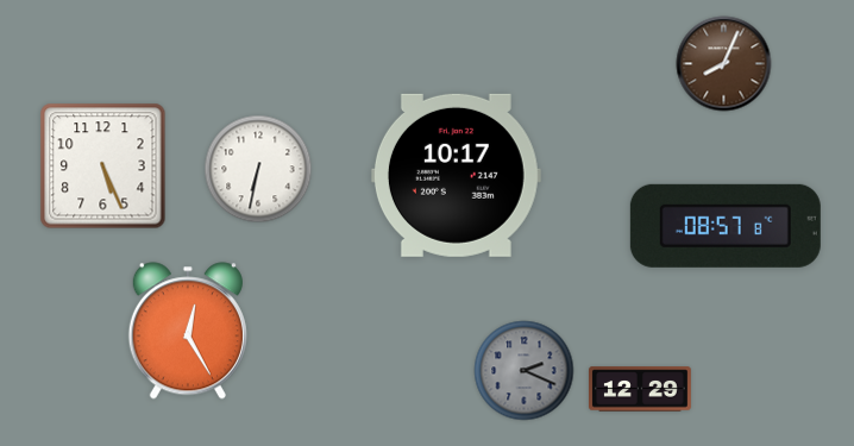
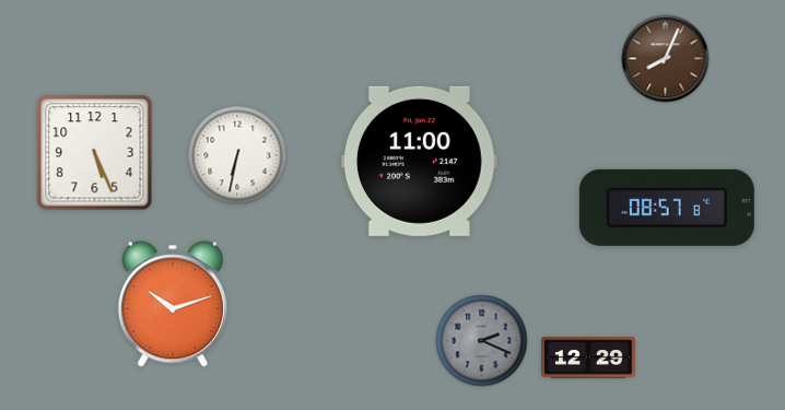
clock at (456, 175): 10:17 -> 11:00
clock at (188, 331): 12:25 -> 10:12
